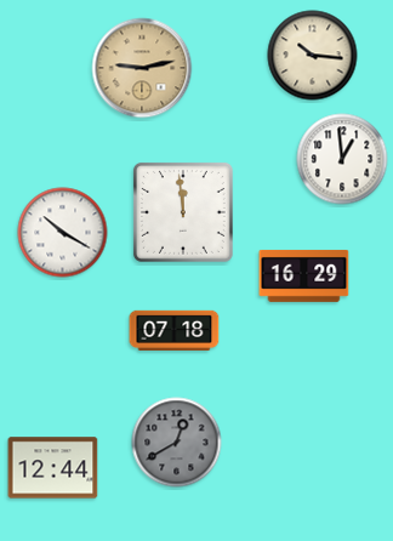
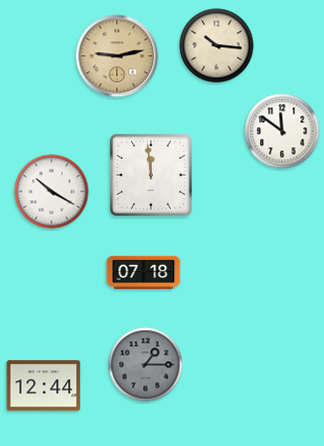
clock at (313, 56) position: (313, 56) -> (217, 46)
clock at (342, 159): 12:59 -> 11:51
clock at (304, 275): 16:29 -> none
clock at (177, 443): 12:40 -> 1:15
